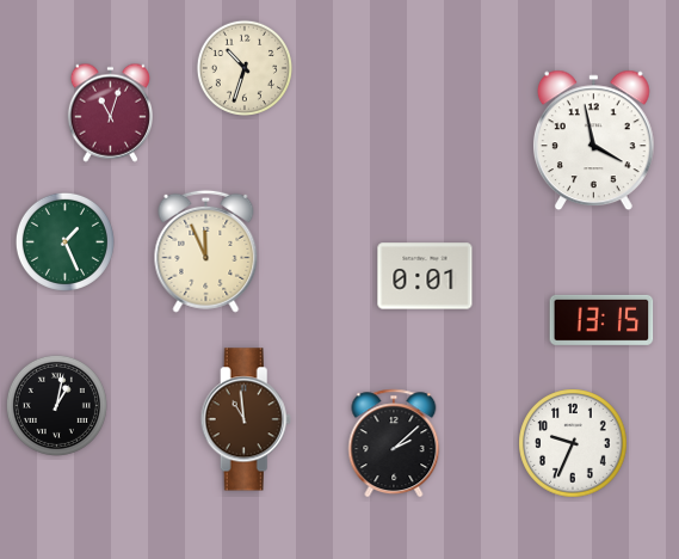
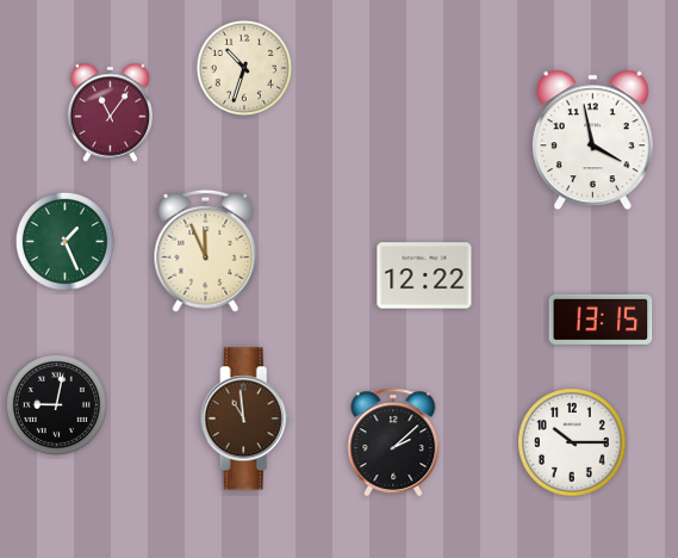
clock at (110, 112): 11:03 -> 11:06
clock at (425, 276): 0:01 -> 12:22
clock at (56, 405): 1:02 -> 9:02
clock at (573, 443): 9:34 -> 10:15
